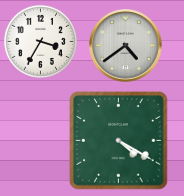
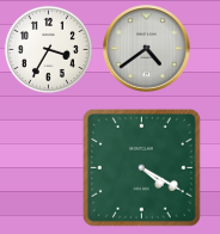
clock at (126, 46) position: (126, 46) -> (147, 49)
